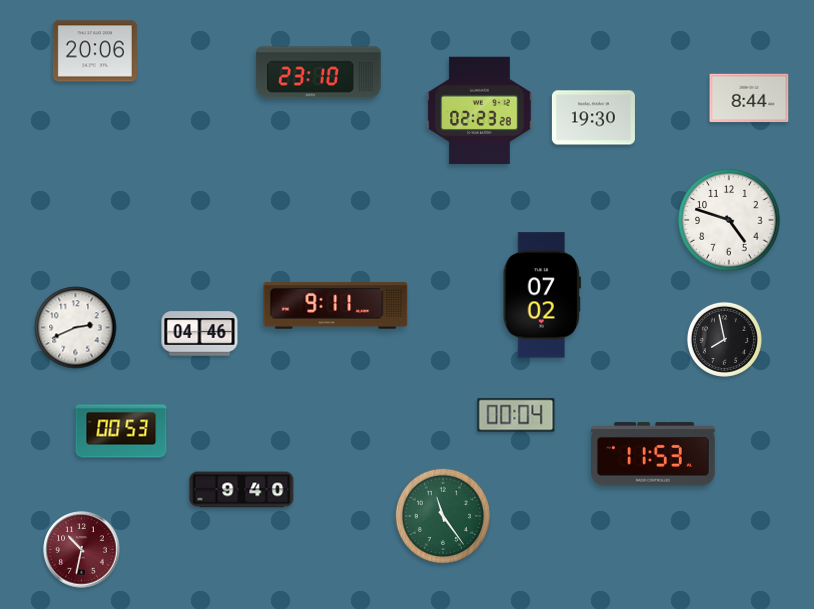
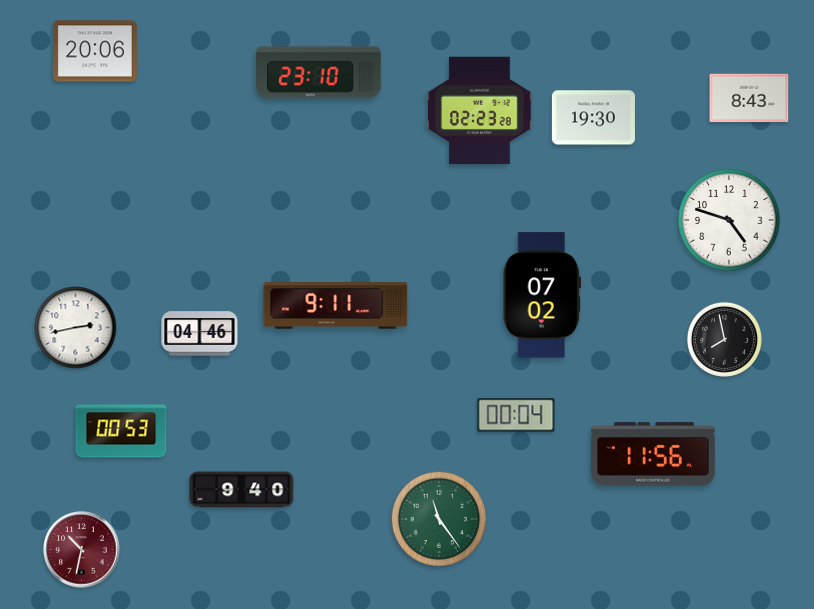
clock at (749, 98): 8:44 -> 8:43
clock at (76, 328): 2:41 -> 2:43
clock at (654, 454): 11:53 -> 11:56
clock at (442, 515) position: (442, 515) -> (438, 518)
